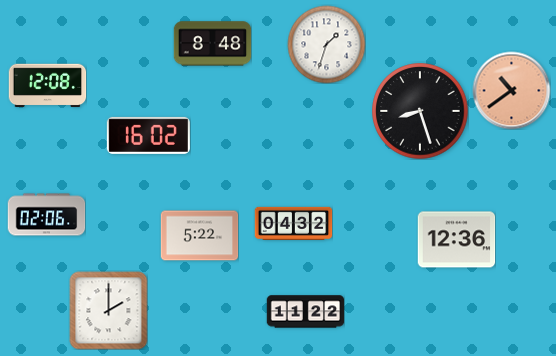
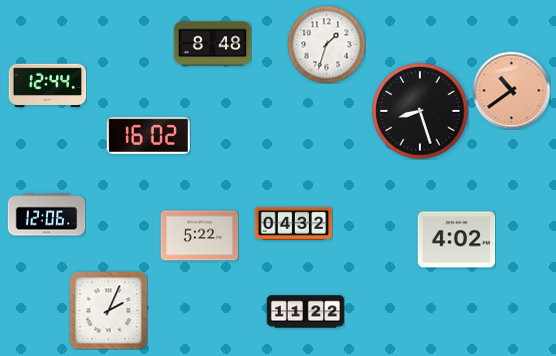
clock at (47, 86): 12:08 -> 12:44
clock at (46, 215): 02:06 -> 12:06
clock at (456, 240): 12:36 -> 4:02
clock at (108, 310): 2:00 -> 2:04
